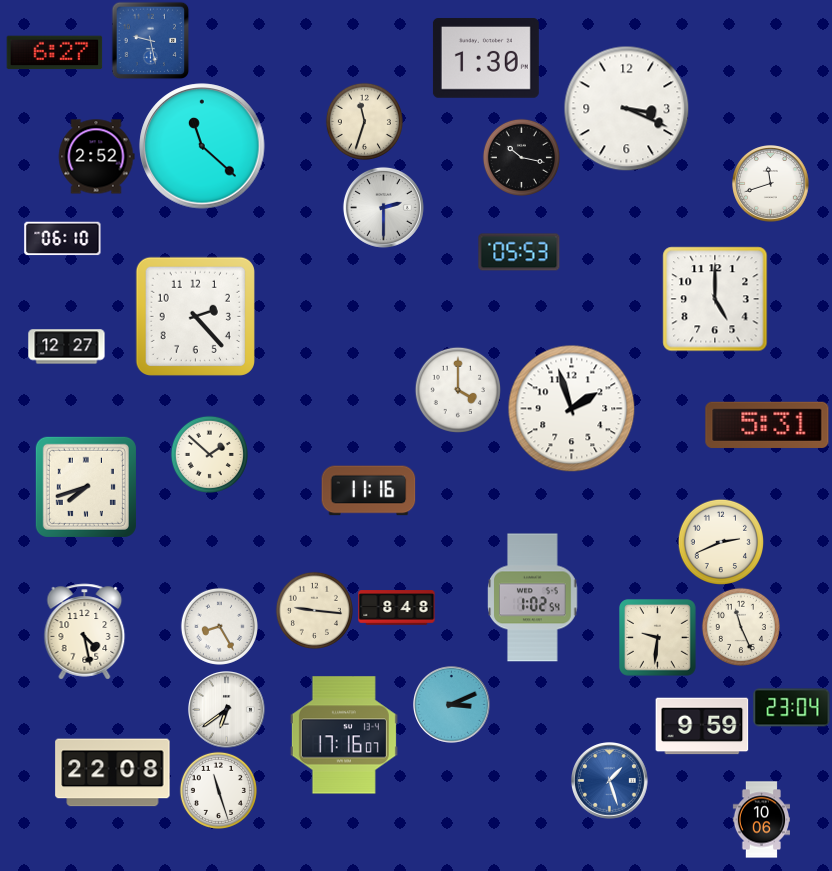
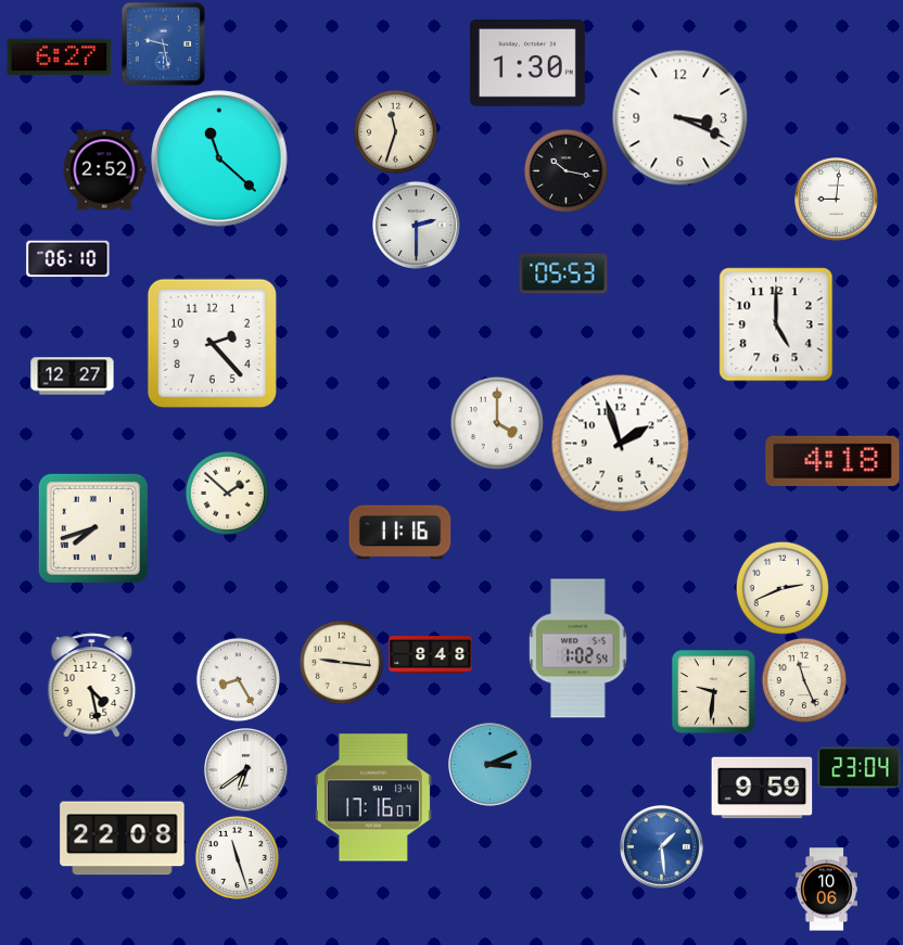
clock at (771, 184): 11:42 -> 9:01
clock at (767, 425): 5:31 -> 4:18
clock at (397, 608) position: (397, 608) -> (431, 655)
clock at (610, 781): 1:27 -> 1:29
